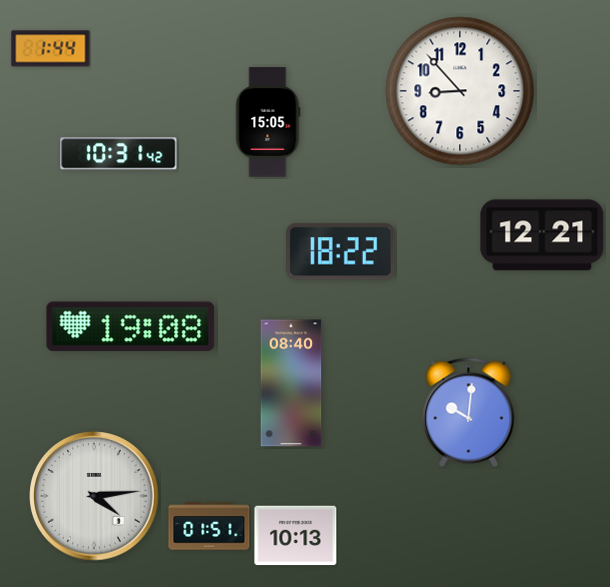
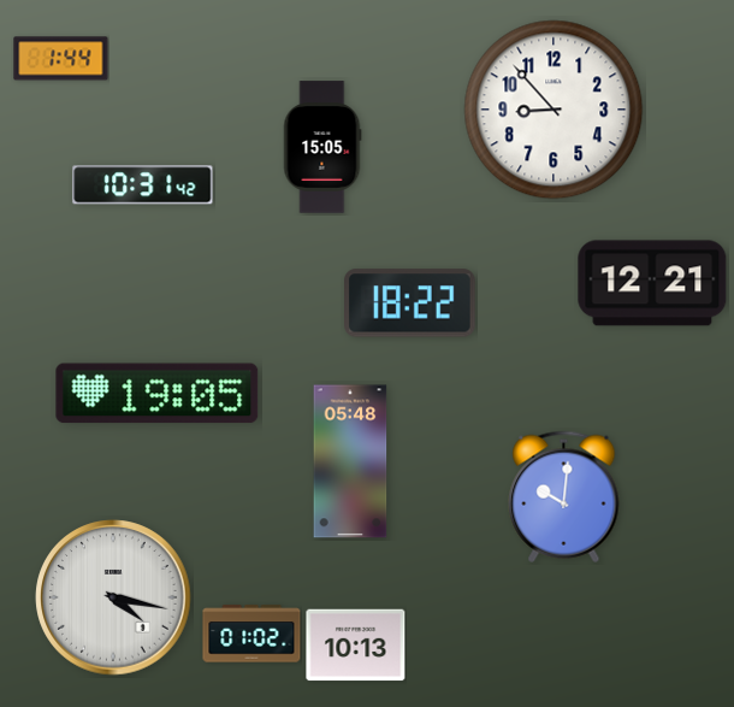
clock at (131, 327): 19:08 -> 19:05
clock at (291, 383): 08:40 -> 05:48
clock at (94, 496): 4:14 -> 4:17
clock at (209, 526): 01:51 -> 01:02
